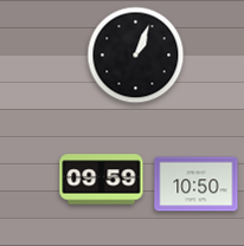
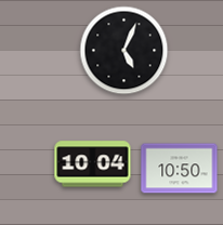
clock at (136, 56): 1:04 -> 5:04
clock at (102, 180): 09:59 -> 10:04
